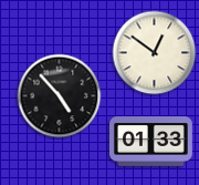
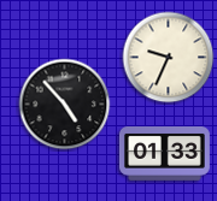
clock at (155, 53): 12:51 -> 9:34
